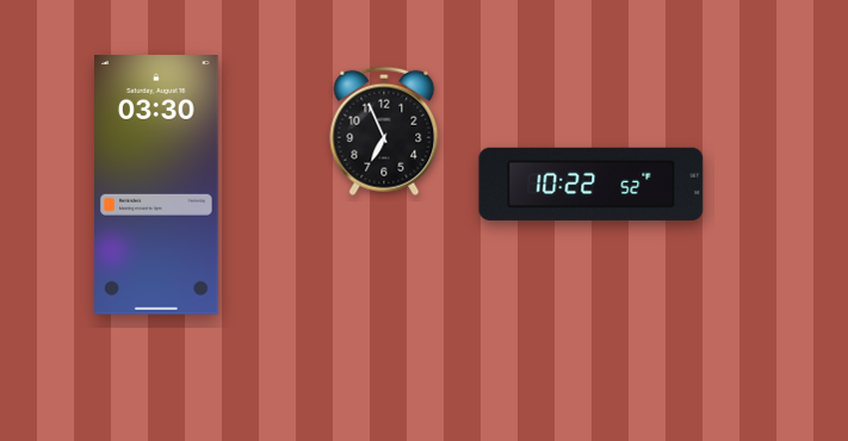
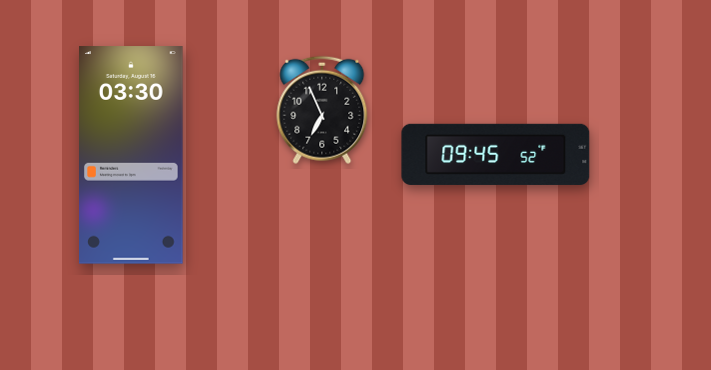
clock at (592, 184): 10:22 -> 09:45
